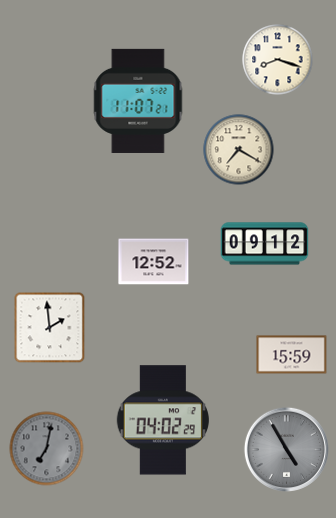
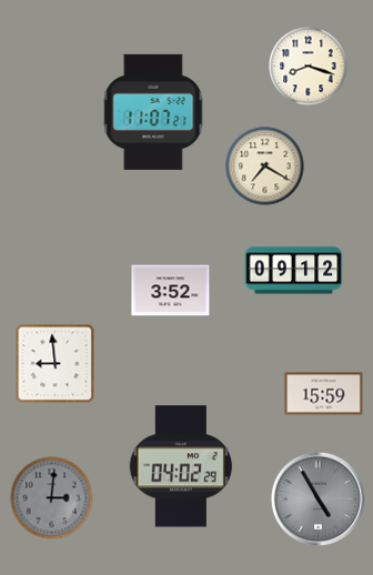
clock at (154, 262): 12:52 -> 3:52
clock at (50, 328): 1:59 -> 8:59
clock at (47, 449): 7:02 -> 3:01
